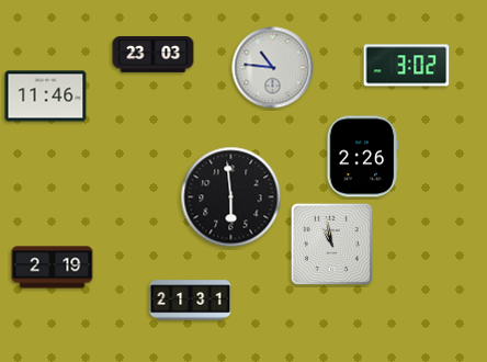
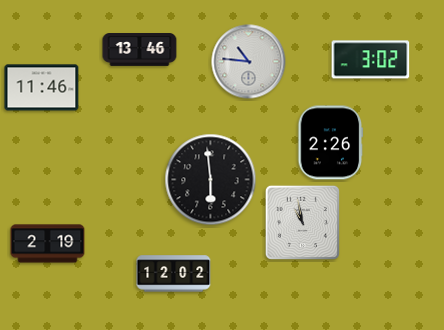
clock at (154, 55): 23:03 -> 13:46
clock at (191, 301): 21:31 -> 12:02
